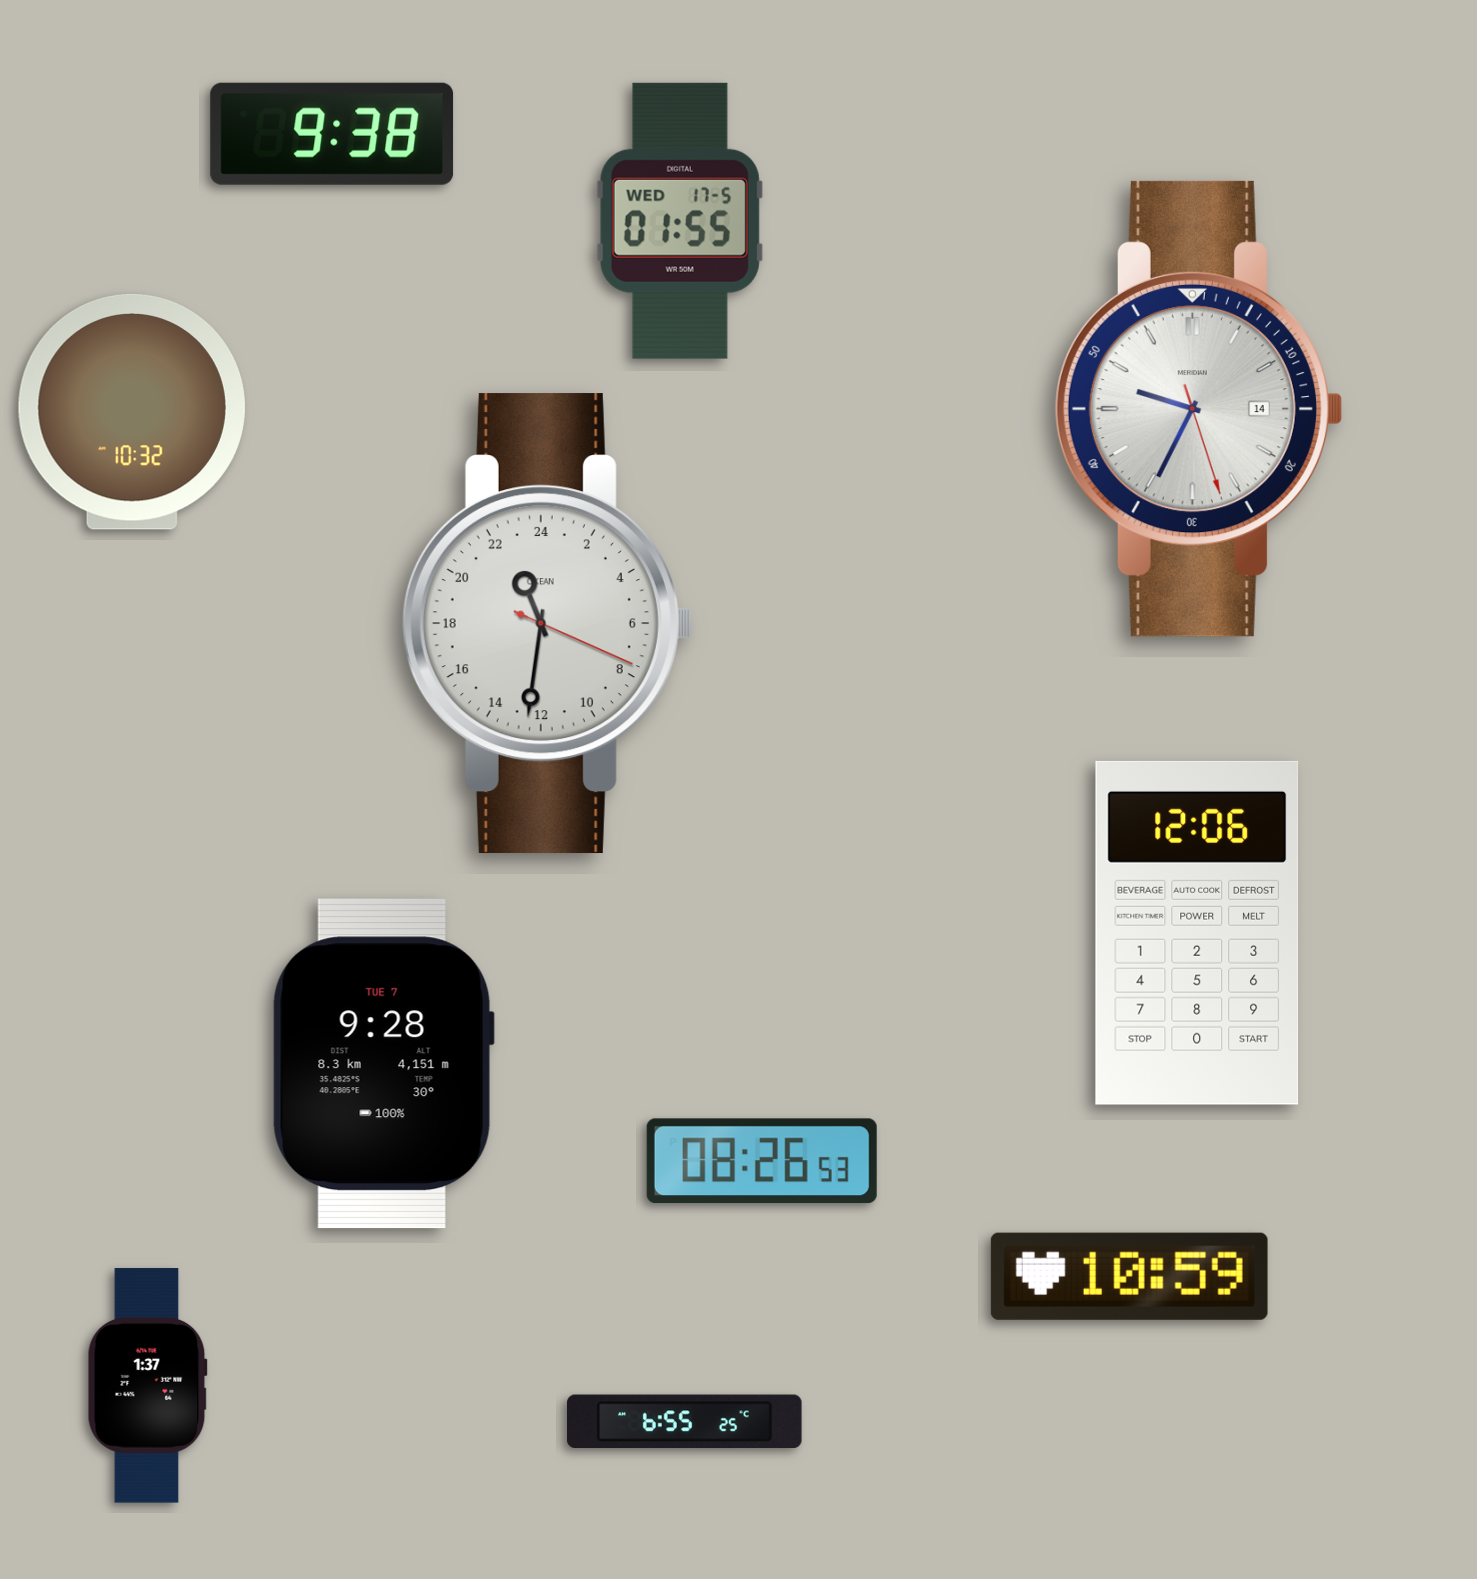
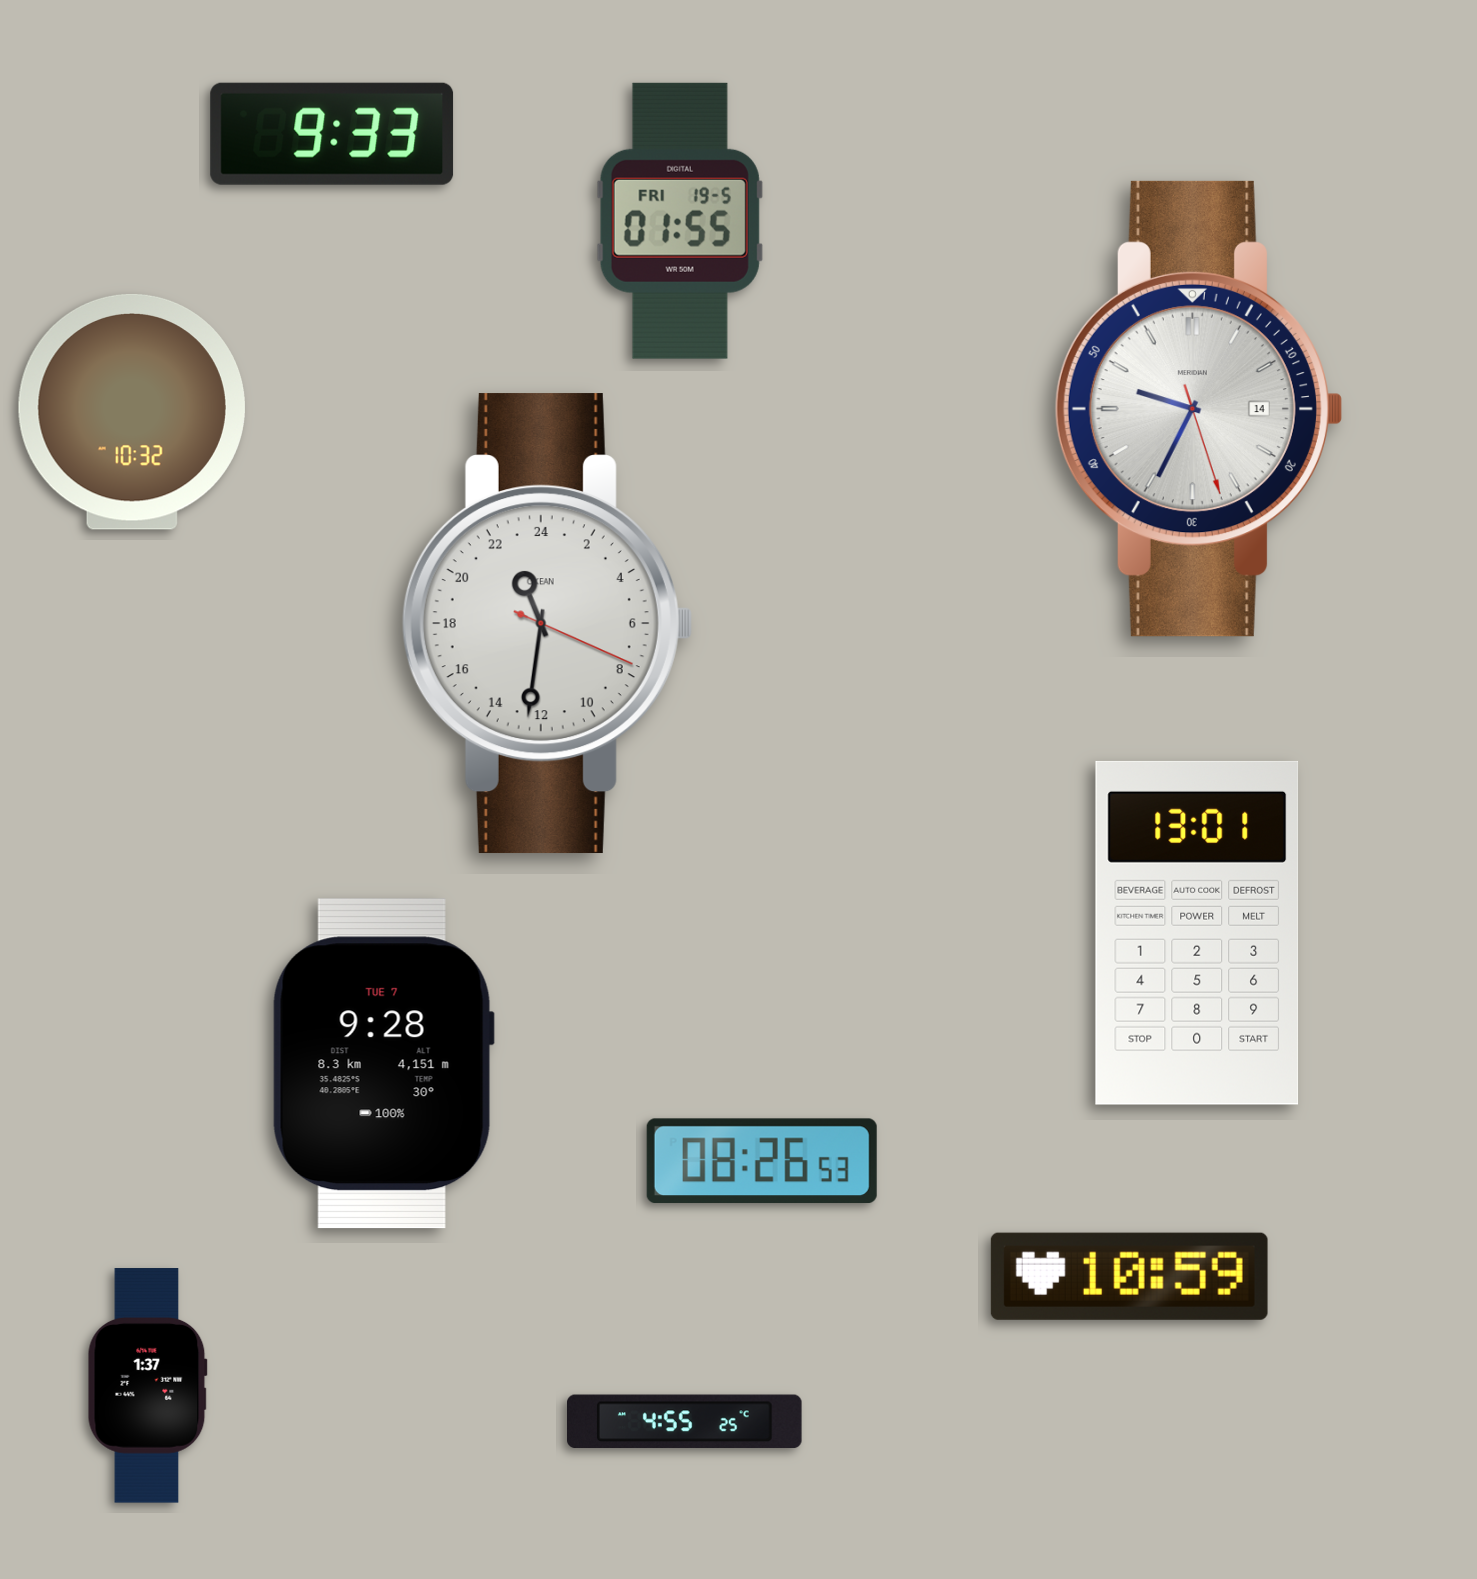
clock at (332, 134): 9:38 -> 9:33
clock at (680, 221) date: WED 17-5 -> FRI 19-5
clock at (1197, 933): 12:06 -> 13:01
clock at (685, 1422): 6:55 -> 4:55
